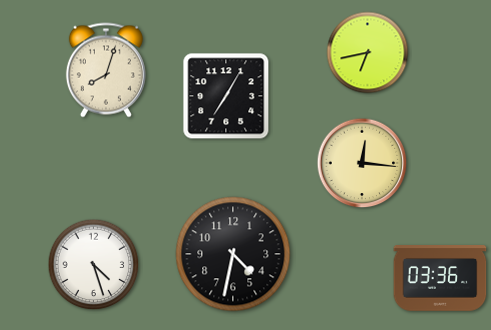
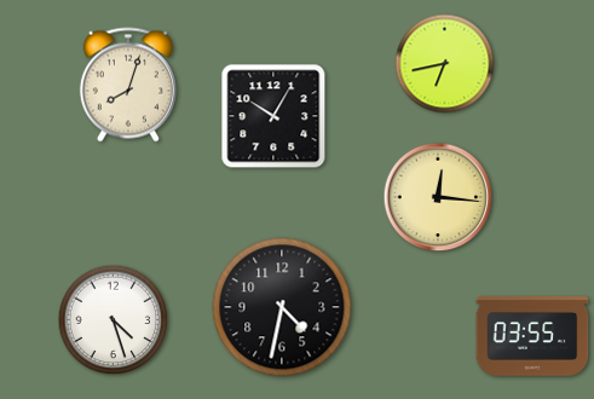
clock at (226, 96): 7:05 -> 10:05
clock at (440, 278): 03:36 -> 03:55
